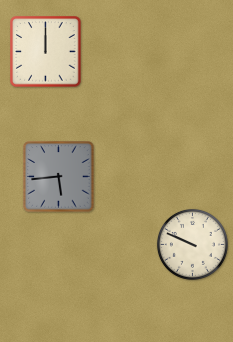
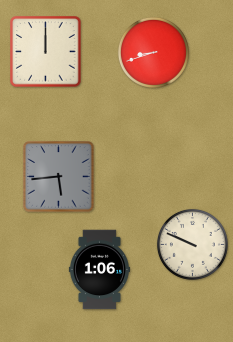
clock at (153, 52): none -> 8:42
clock at (99, 270): none -> 1:06
